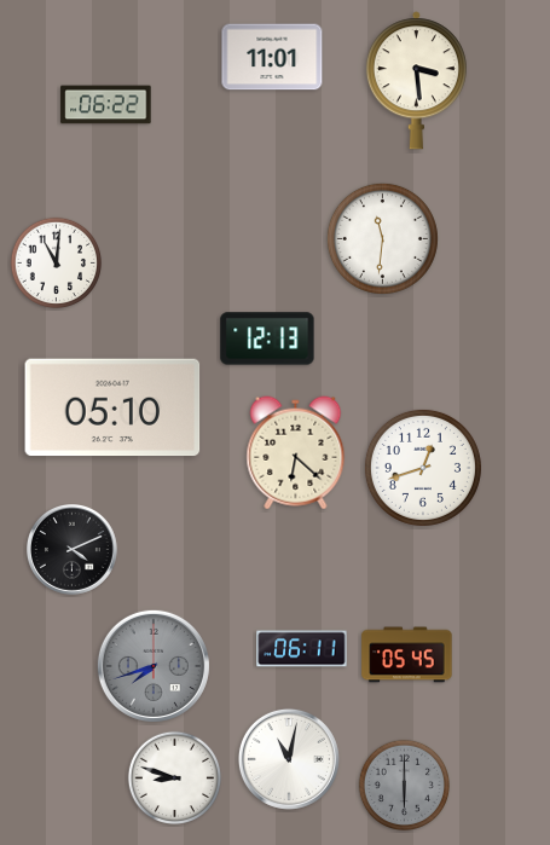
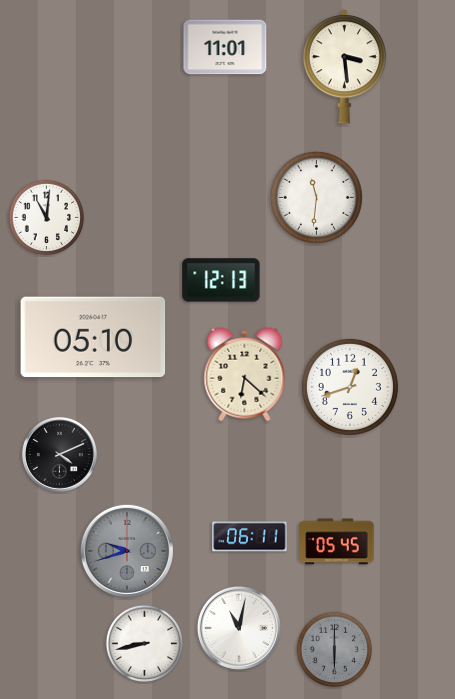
clock at (106, 105): 06:22 -> none
clock at (154, 666): 7:42 -> 9:42
clock at (174, 777): 8:48 -> 8:43
